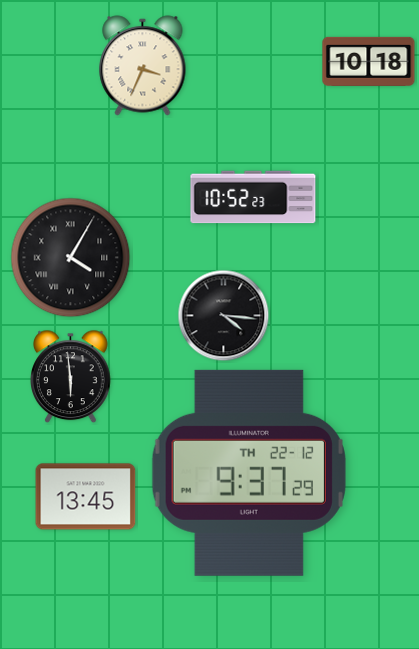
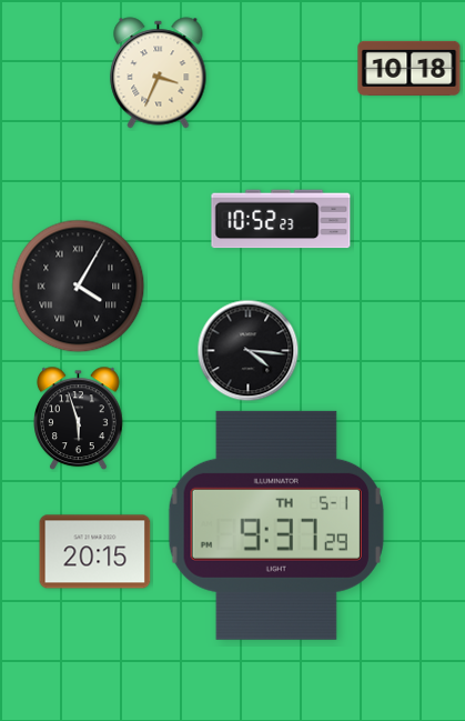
clock at (71, 377): 5:59 -> 5:57
clock at (249, 473) date: TH 22-12 -> TH 5-1
clock at (86, 497): 13:45 -> 20:15
